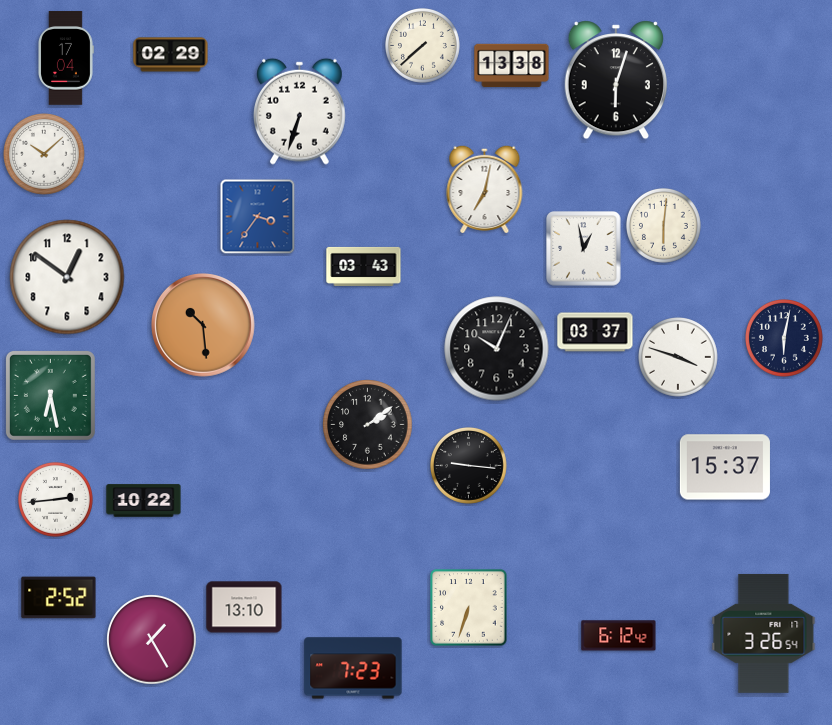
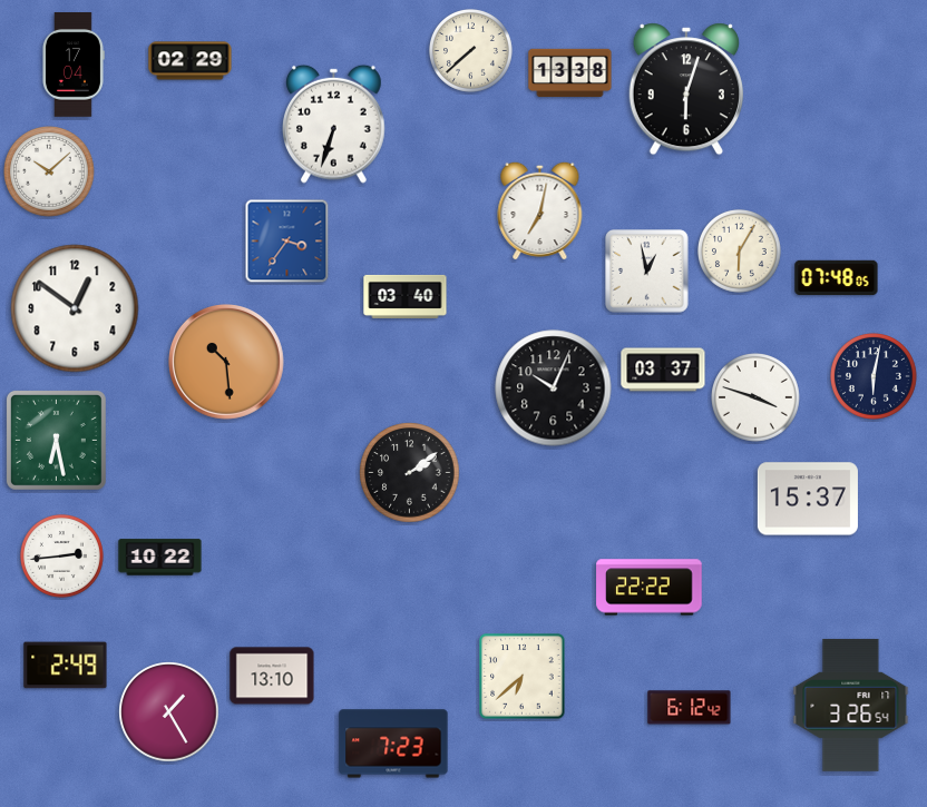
clock at (663, 225): 6:01 -> 6:05
clock at (584, 249) position: (584, 249) -> (647, 272)
clock at (837, 278): none -> 07:48
clock at (364, 266): 03:43 -> 03:40
clock at (469, 466): 9:16 -> none
clock at (725, 467) position: (725, 467) -> (808, 499)
clock at (650, 588): none -> 22:22
clock at (59, 598): 2:52 -> 2:49
clock at (469, 608): 6:33 -> 6:38
